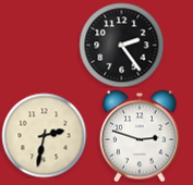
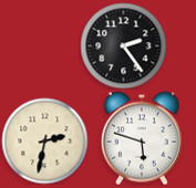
clock at (44, 135) position: (44, 135) -> (44, 140)
clock at (140, 136): 2:48 -> 5:48
